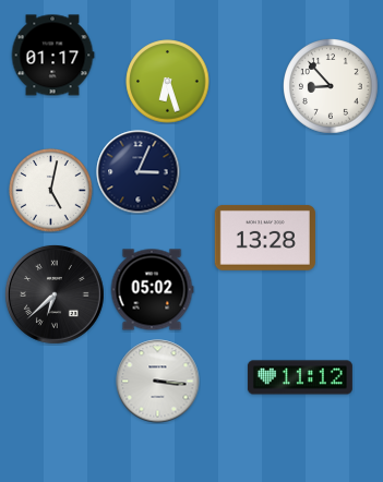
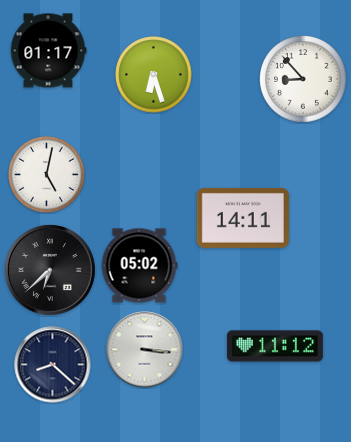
clock at (139, 172): 3:04 -> none
clock at (265, 238): 13:28 -> 14:11
clock at (53, 365): none -> 8:22
